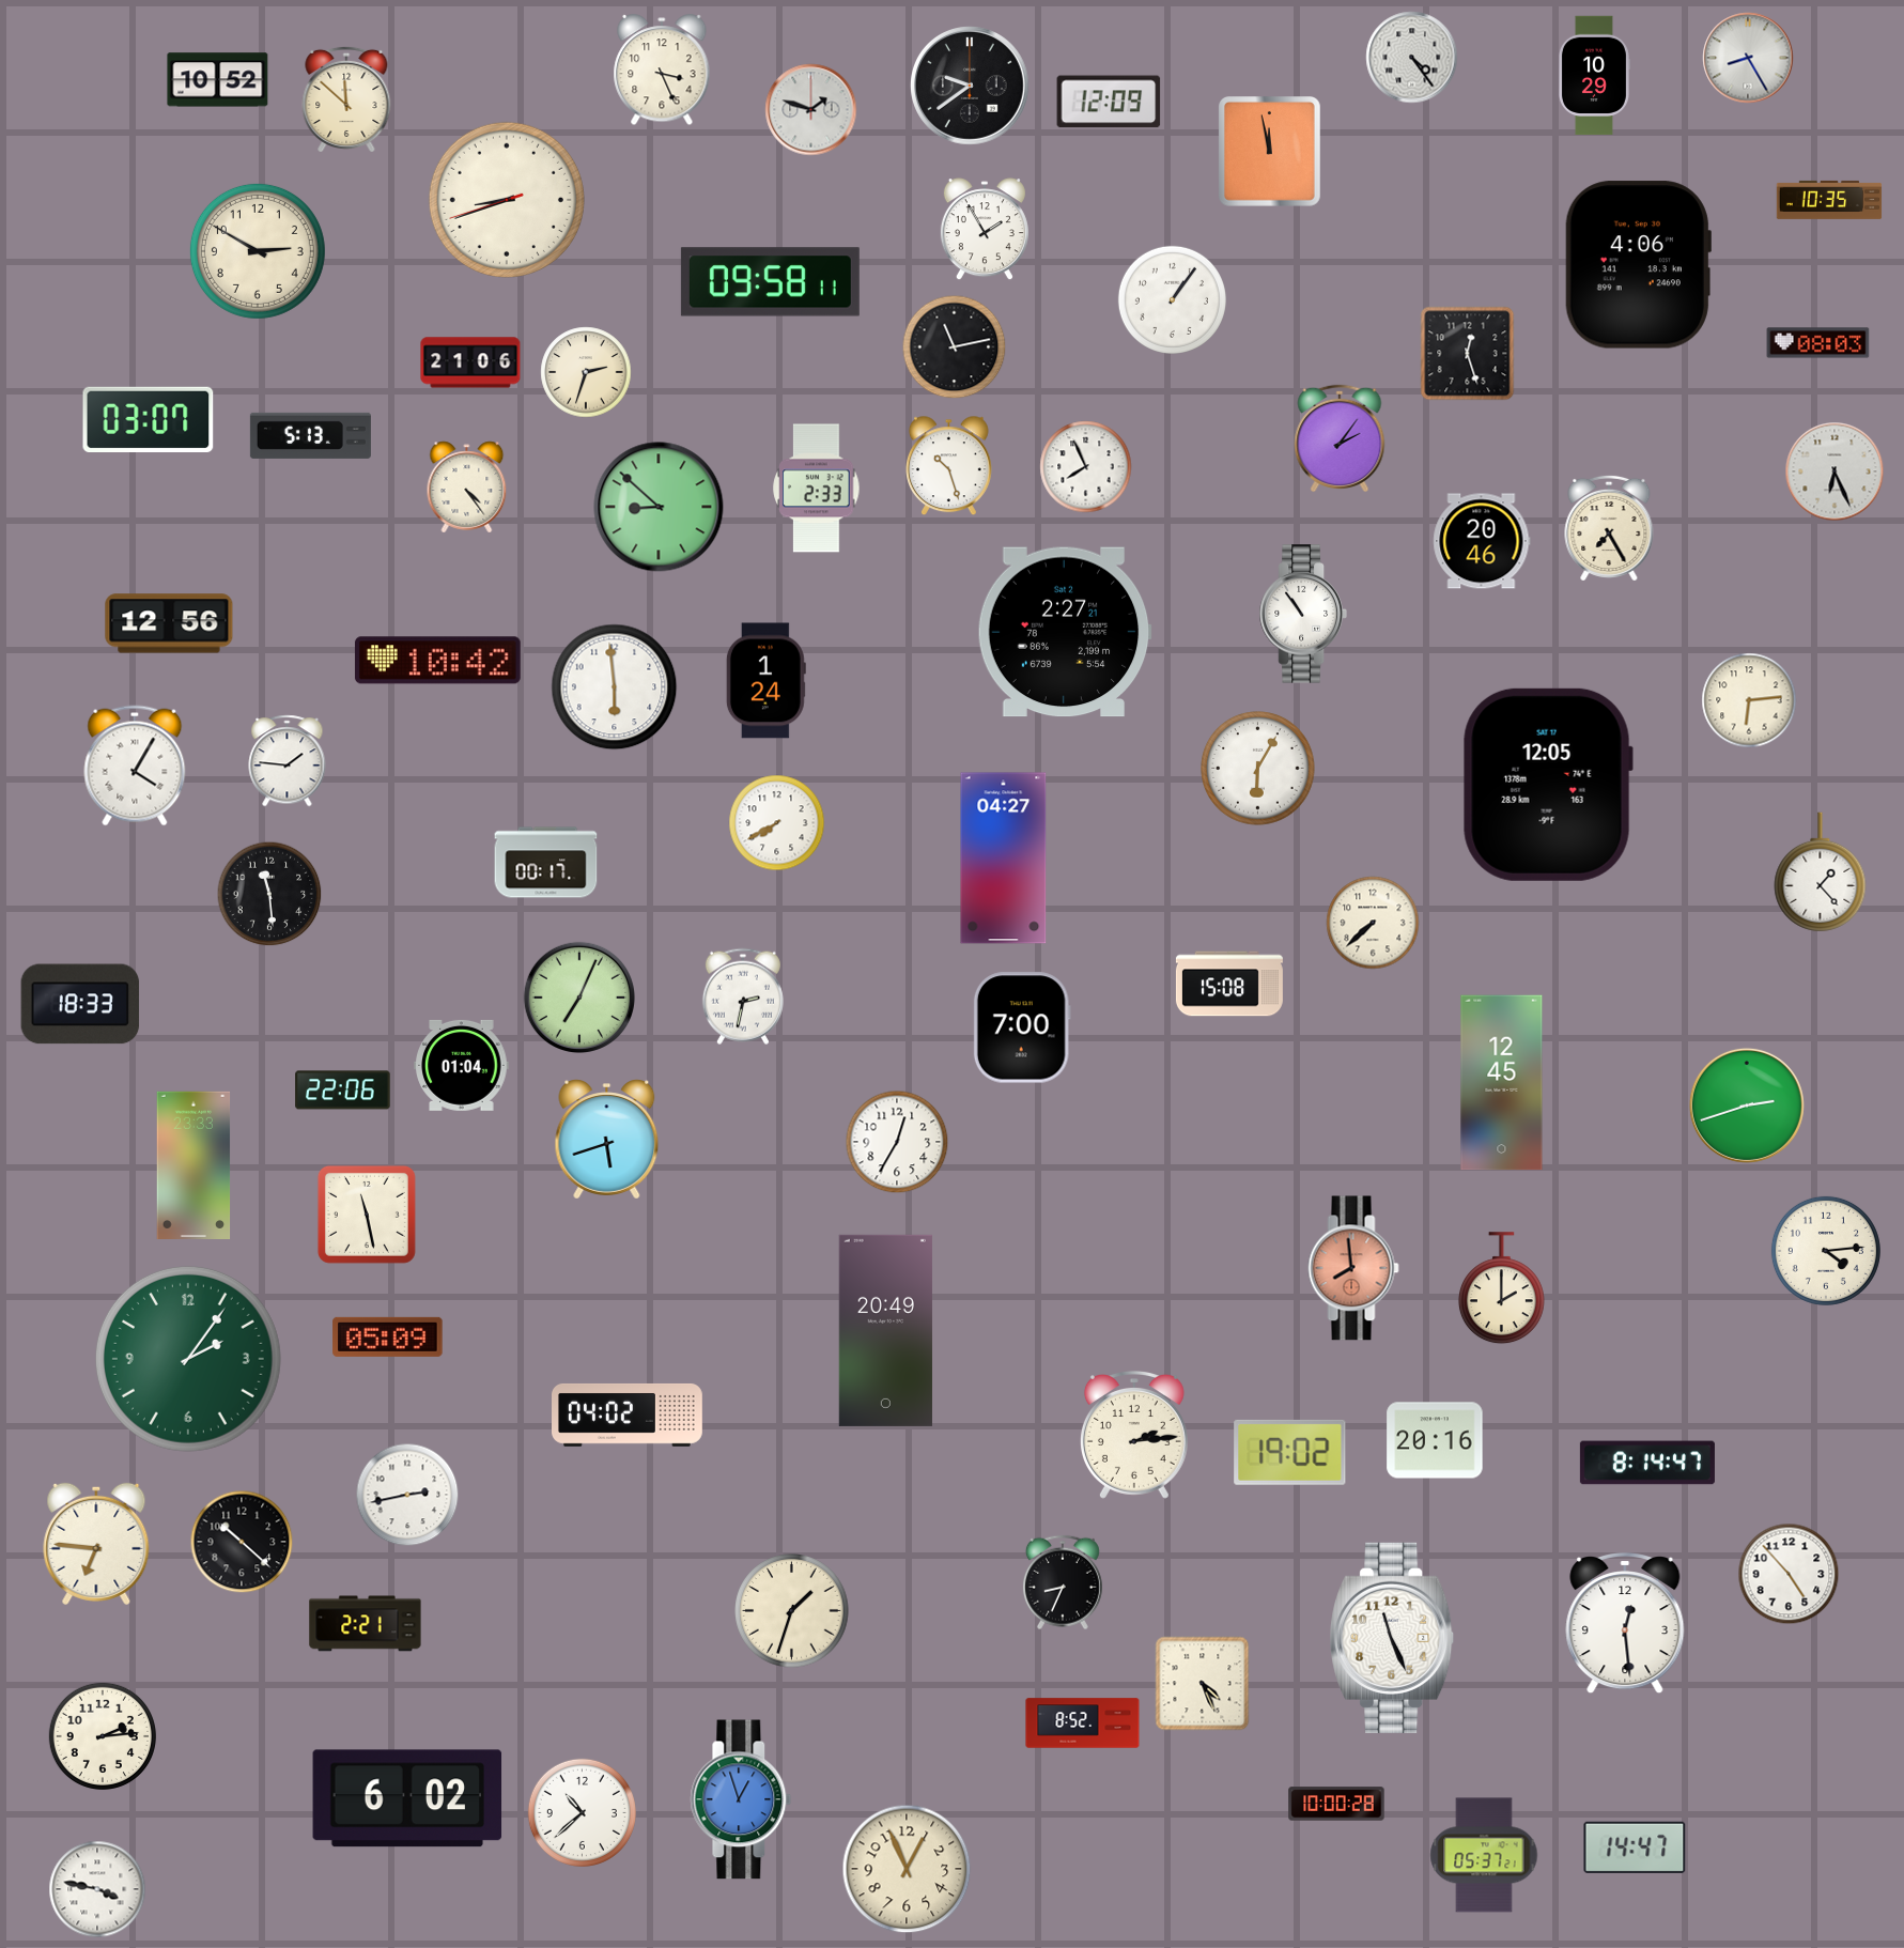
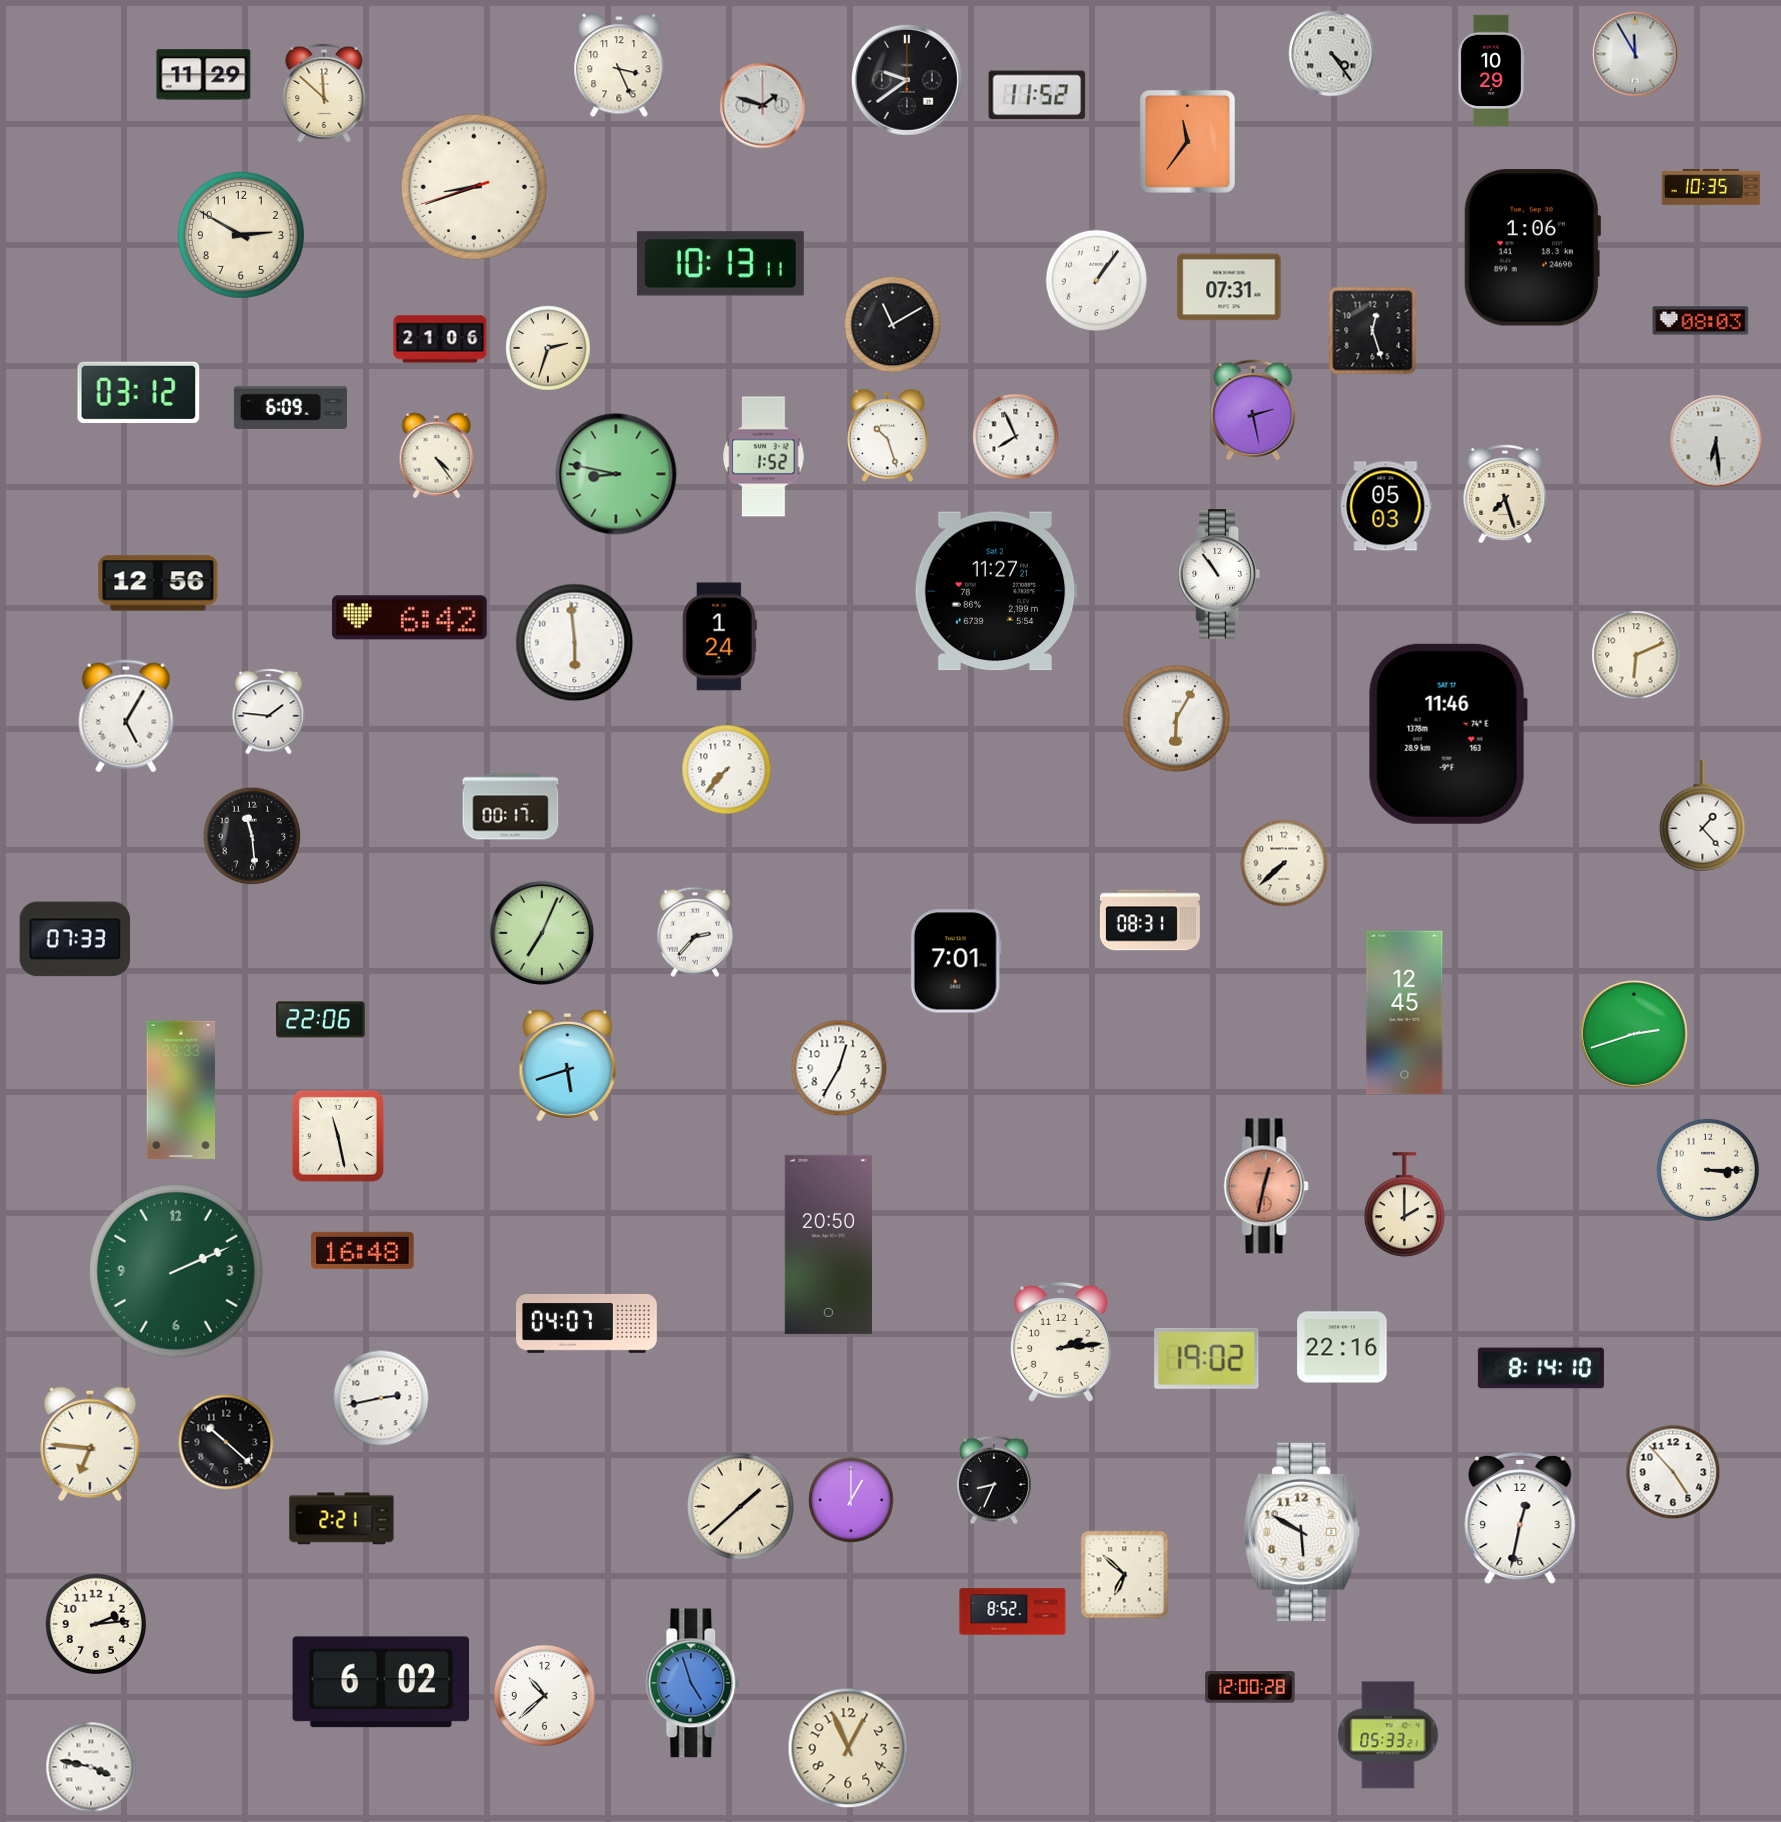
clock at (1412, 58) position: (1412, 58) -> (1332, 54)
clock at (1748, 58): 8:25 -> 11:55
clock at (218, 80): 10:52 -> 11:29
clock at (1109, 102): 12:09 -> 11:52
clock at (811, 110) position: (811, 110) -> (763, 106)
clock at (1269, 152): 11:58 -> 11:36
clock at (985, 230): 1:55 -> none
clock at (1638, 265): 4:06 -> 1:06
clock at (770, 282): 09:58 -> 10:13
clock at (1229, 287): none -> 07:31
clock at (955, 347): 11:13 -> 11:10
clock at (149, 419): 03:07 -> 03:12
clock at (310, 435): 5:13 -> 6:09
clock at (1340, 438): 2:06 -> 2:28
clock at (1835, 471): 6:26 -> 6:29
clock at (817, 489): 2:33 -> 1:52
clock at (659, 507): 8:52 -> 8:47
clock at (1609, 528): 7:25 -> 7:27
clock at (1482, 541): 20:46 -> 05:03
clock at (1065, 632): 2:27 -> 11:27
clock at (437, 661): 10:42 -> 6:42
clock at (765, 681) position: (765, 681) -> (719, 637)
clock at (1749, 700): 6:14 -> 6:11
clock at (135, 766): 4:05 -> 5:05
clock at (1548, 785): 12:05 -> 11:46
clock at (777, 823): 7:40 -> 7:37
clock at (1004, 859): 04:27 -> none
clock at (1229, 984): 15:08 -> 08:31
clock at (743, 996): 2:32 -> 2:37
clock at (80, 1004): 18:33 -> 07:33
clock at (1022, 1027): 7:00 -> 7:01
clock at (462, 1065): 01:04 -> none
clock at (367, 1215) position: (367, 1215) -> (338, 1136)
clock at (1826, 1251): 4:14 -> 3:15
clock at (1353, 1268): 7:59 -> 12:32
clock at (885, 1330): 20:49 -> 20:50
clock at (388, 1336): 05:09 -> 16:48
clock at (188, 1359): 2:06 -> 2:11
clock at (628, 1416): 04:02 -> 04:07
clock at (1435, 1440): 20:16 -> 22:16
clock at (1647, 1463): 8:14:47 -> 8:14:10
clock at (851, 1500): none -> 1:00
clock at (792, 1611): 1:33 -> 1:38
clock at (1625, 1624): 12:29 -> 12:32
clock at (1392, 1638): 11:26 -> 5:50
clock at (1203, 1684): 4:26 -> 6:52
clock at (741, 1799): 12:57 -> 4:57
clock at (1336, 1804): 10:00 -> 12:00
clock at (1635, 1847): 14:47 -> none
clock at (1484, 1855): 05:37 -> 05:33
